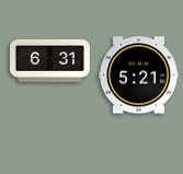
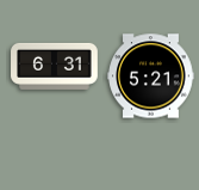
clock at (139, 76) position: (139, 76) -> (151, 76)
